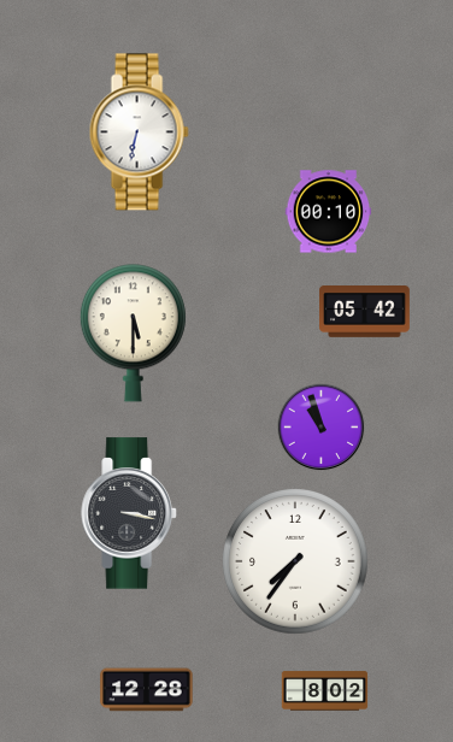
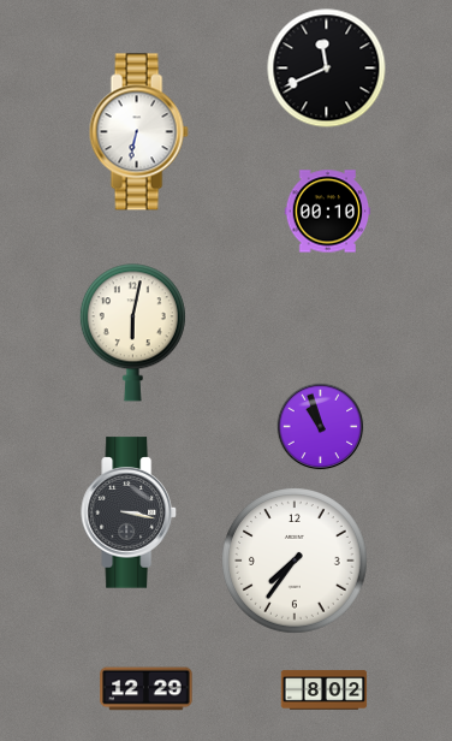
clock at (327, 69): none -> 11:41
clock at (365, 312): 05:42 -> none
clock at (133, 334): 5:30 -> 6:02
clock at (147, 690): 12:28 -> 12:29
